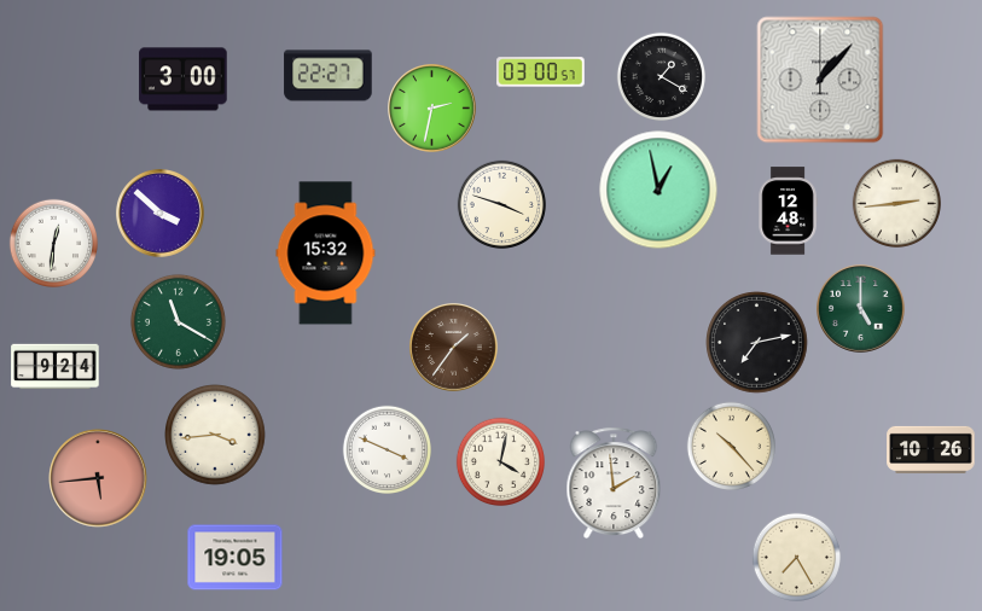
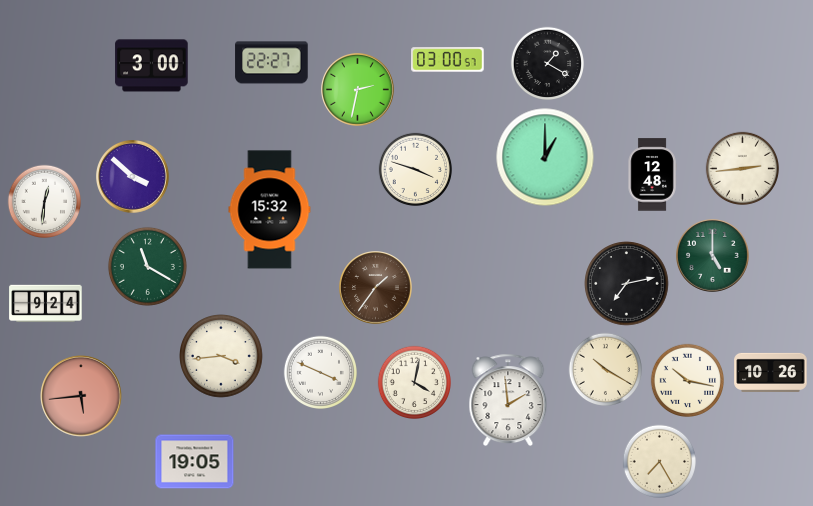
clock at (820, 80): 1:07 -> none
clock at (658, 190): 12:58 -> 1:00
clock at (215, 435) position: (215, 435) -> (221, 356)
clock at (731, 446): 10:23 -> 10:20
clock at (687, 380): none -> 10:17
